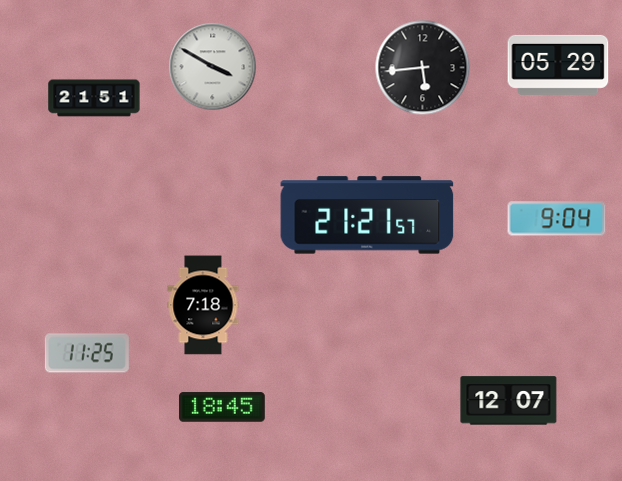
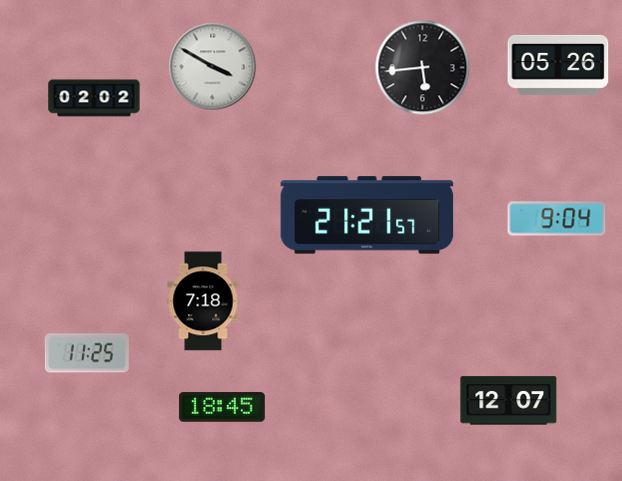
clock at (558, 65): 05:29 -> 05:26
clock at (94, 98): 21:51 -> 02:02
clock at (203, 305) position: (203, 305) -> (203, 301)
